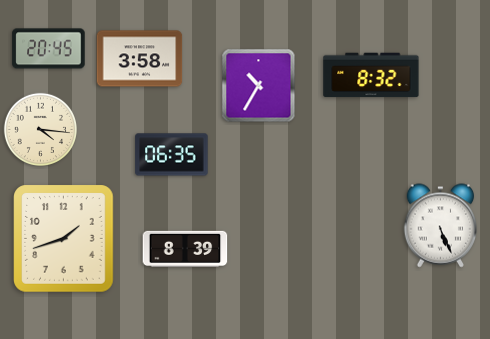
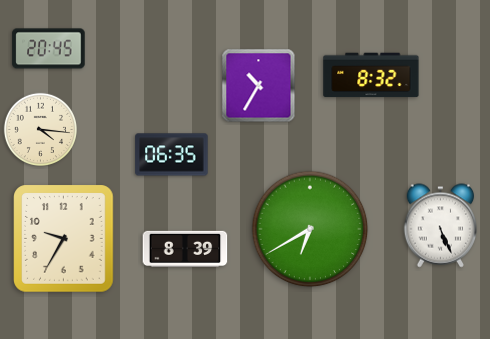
clock at (140, 59): 3:58 -> none
clock at (310, 229): none -> 6:40
clock at (64, 239): 1:42 -> 9:35
